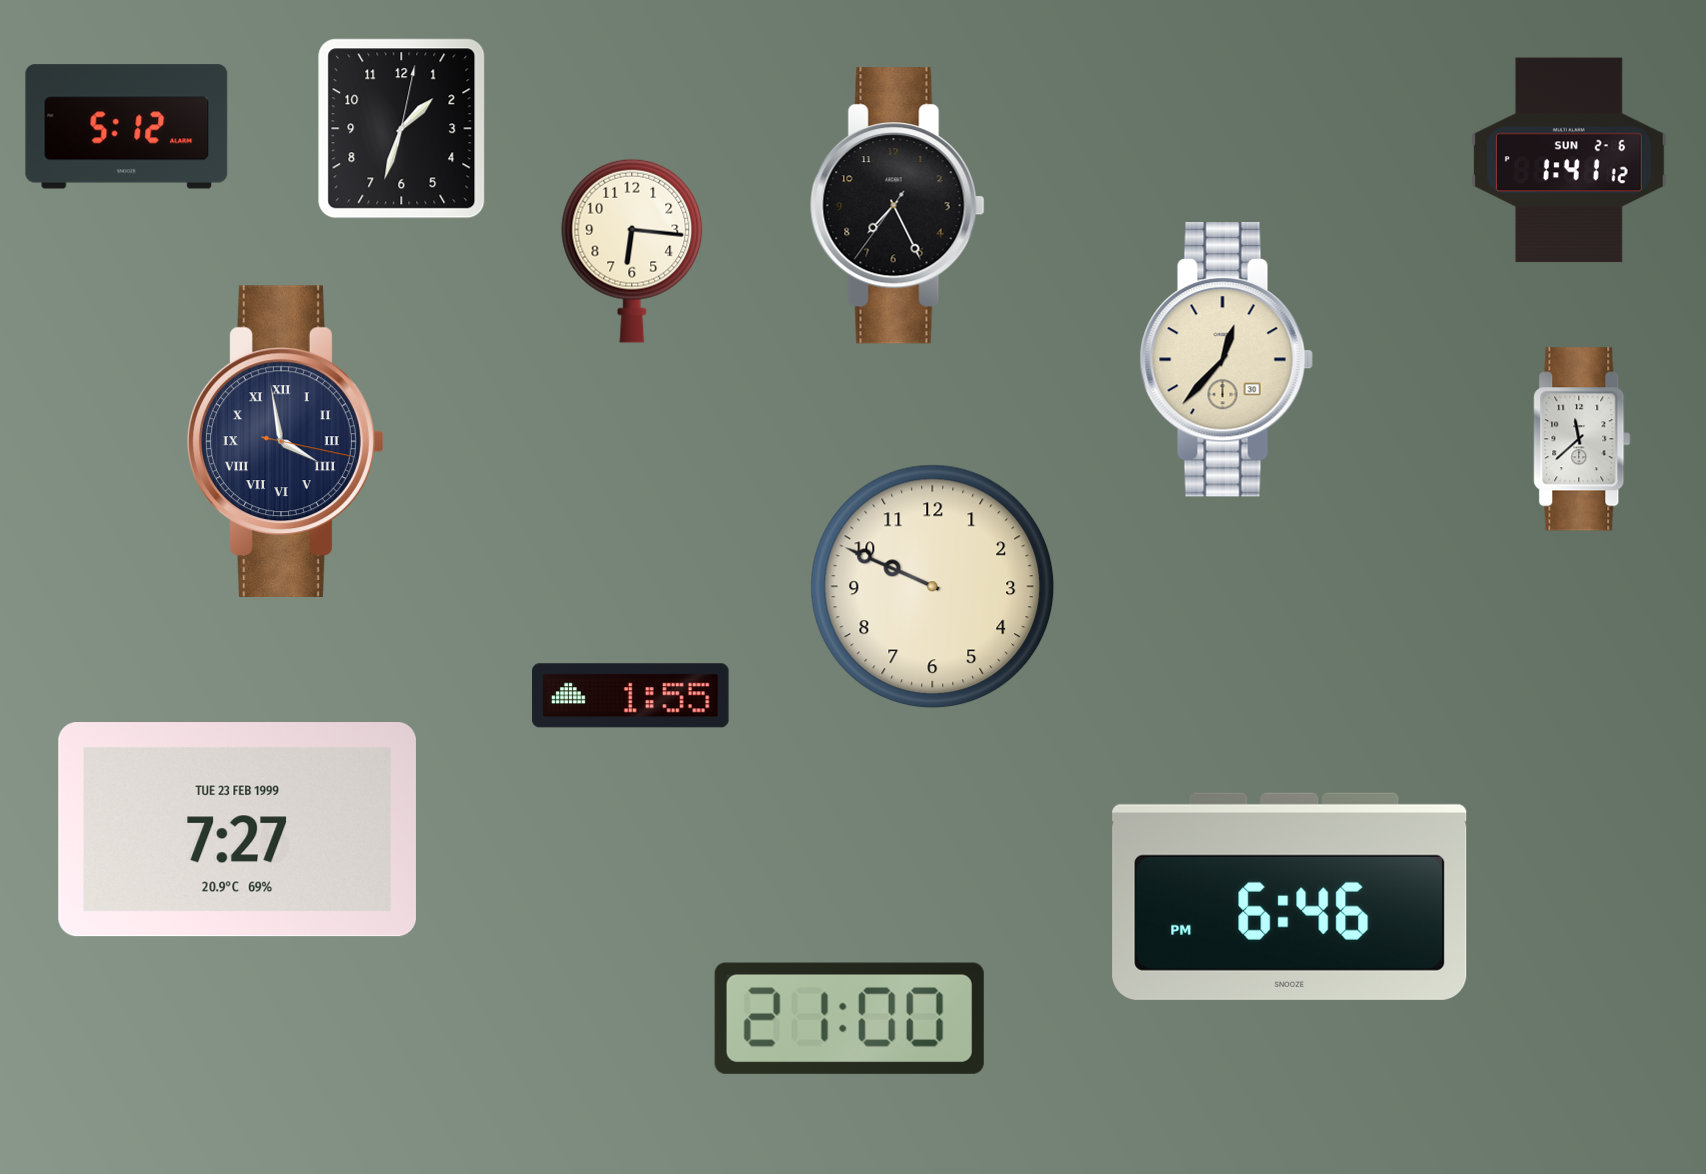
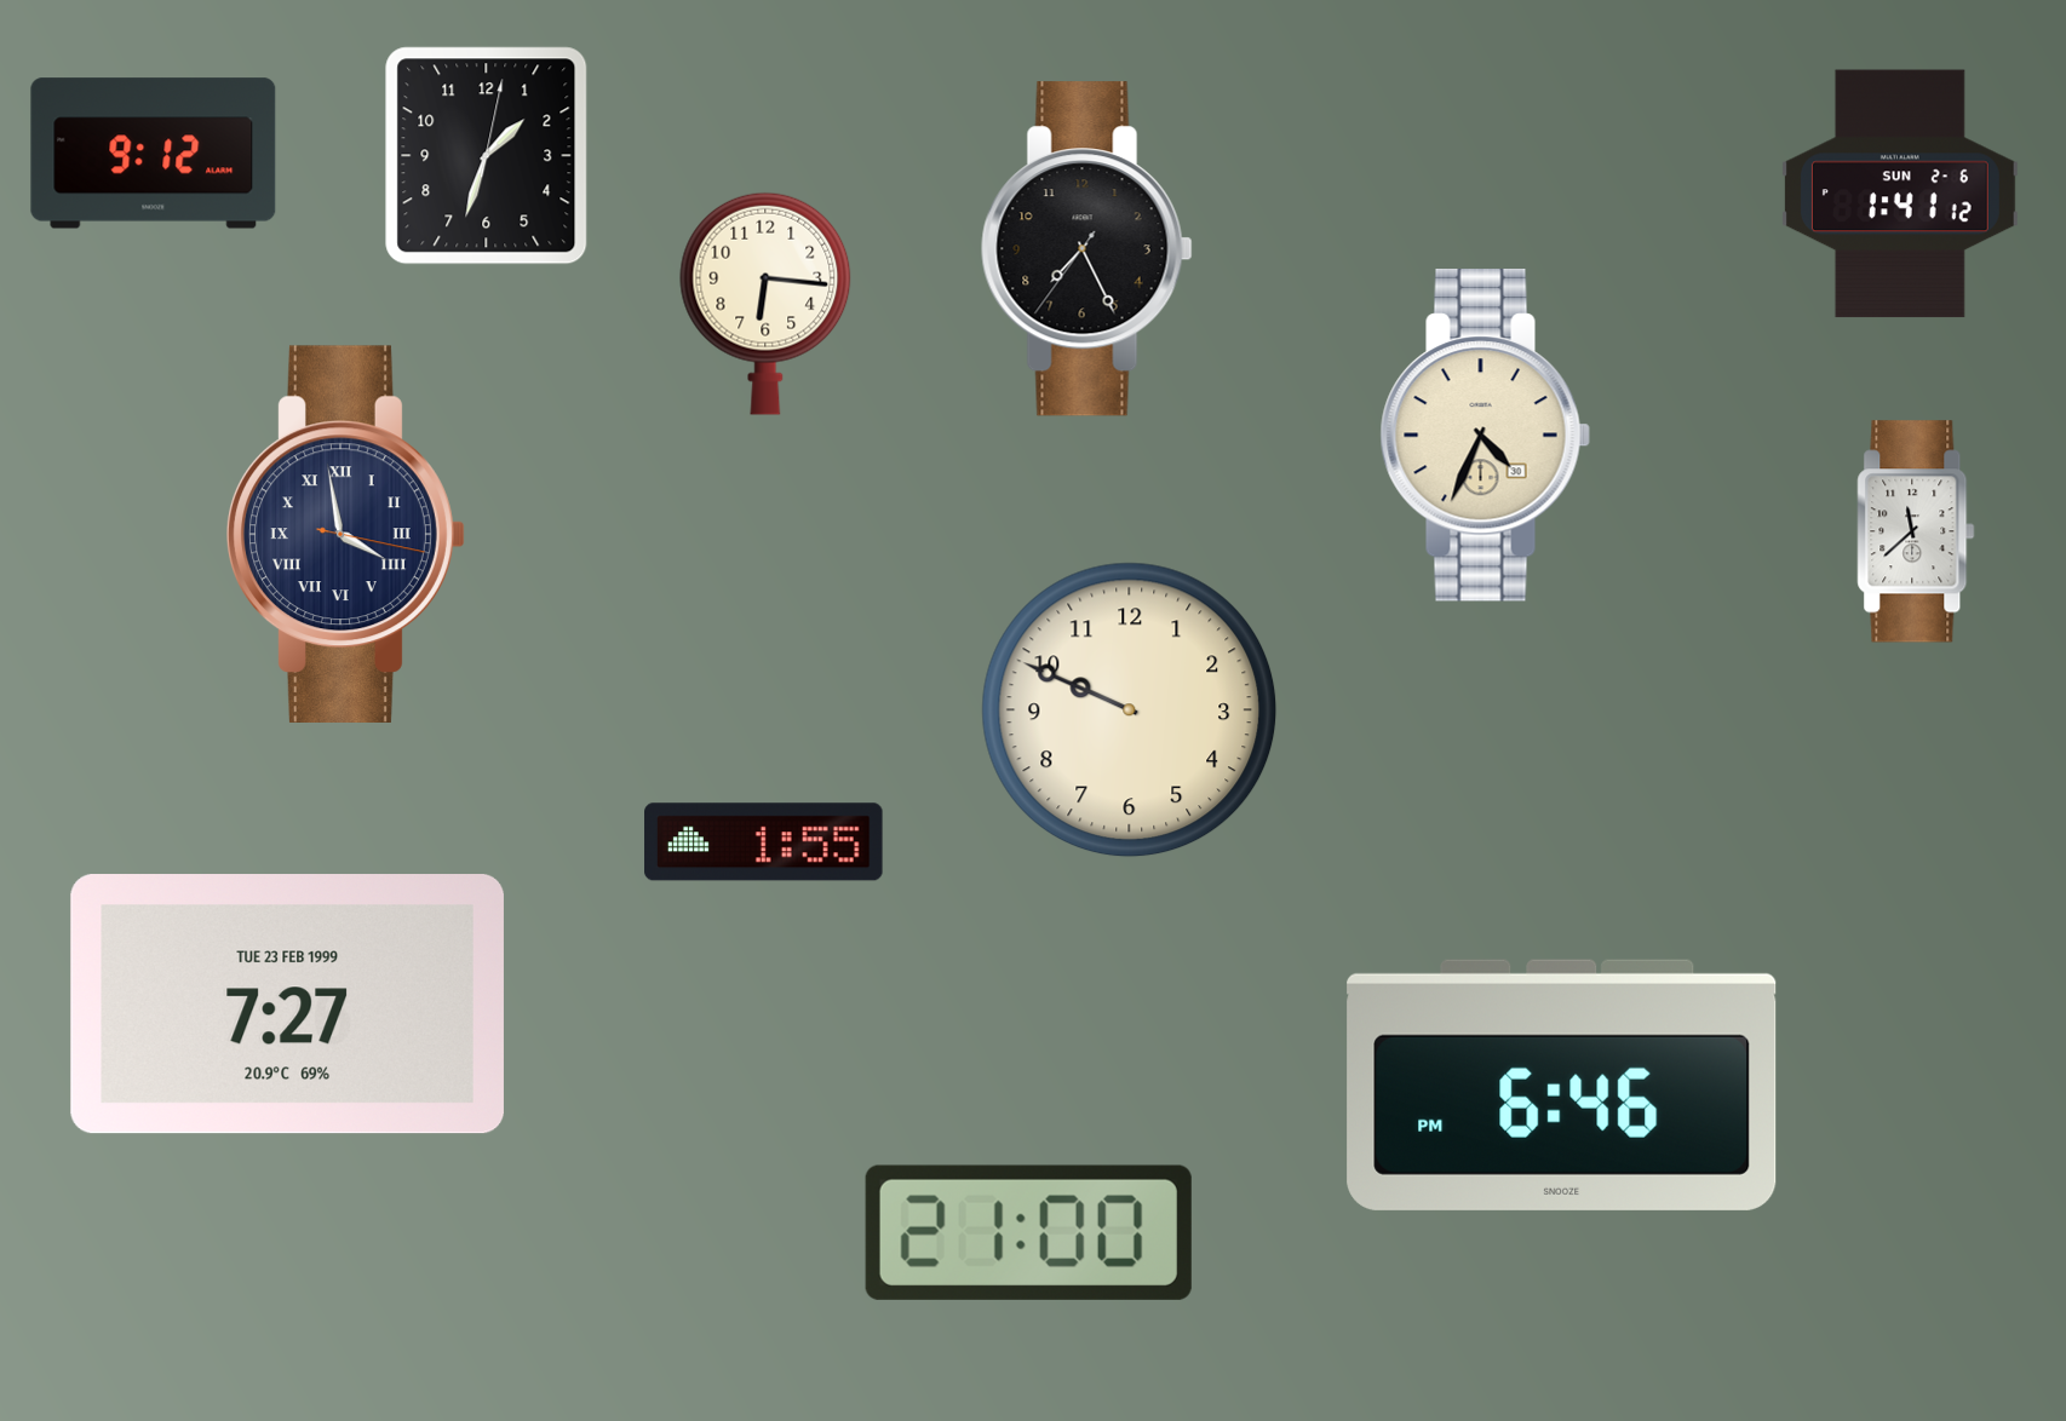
clock at (127, 127): 5:12 -> 9:12
clock at (1226, 360): 12:37 -> 4:34
